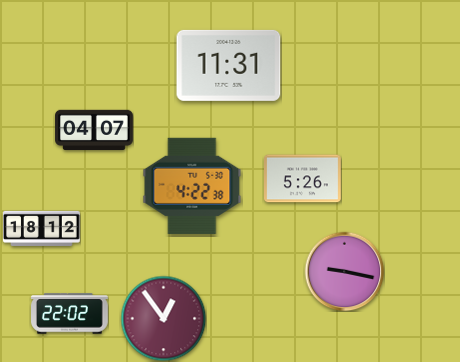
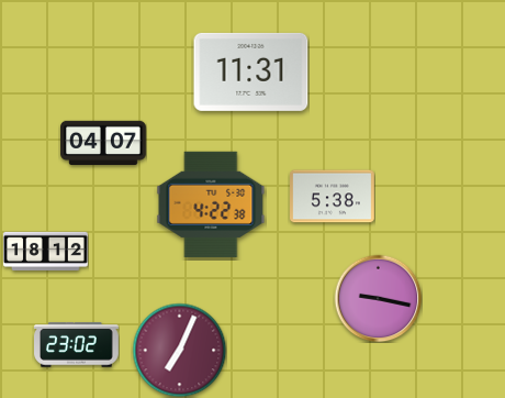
clock at (303, 179): 5:26 -> 5:38
clock at (70, 314): 22:02 -> 23:02
clock at (163, 318): 12:54 -> 7:04
